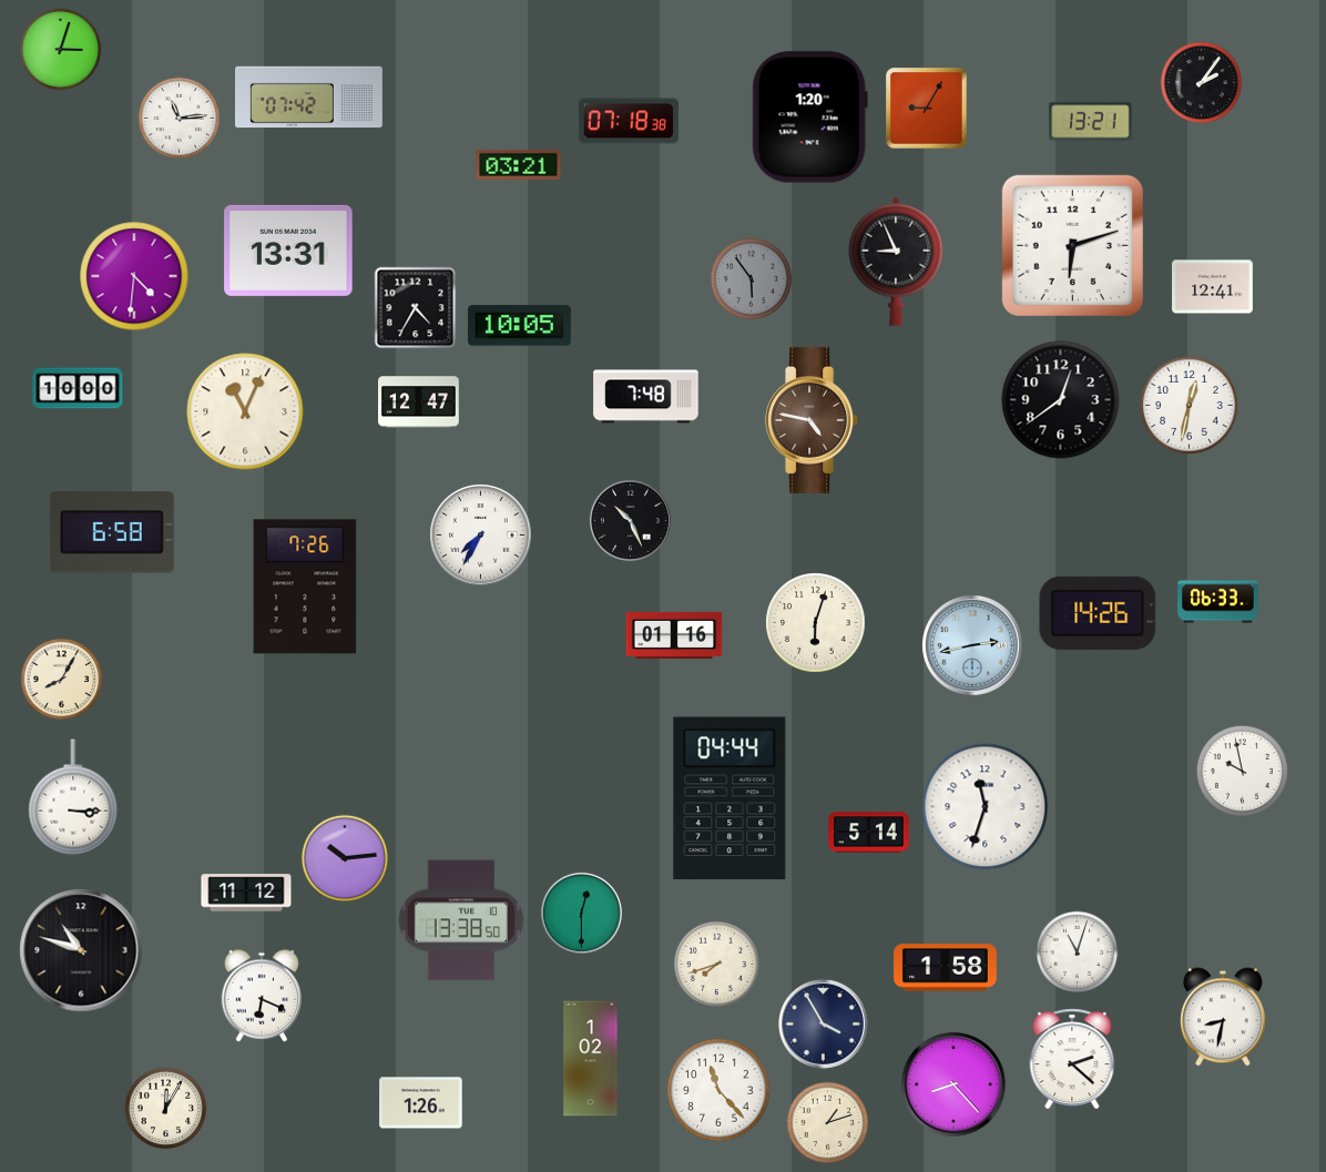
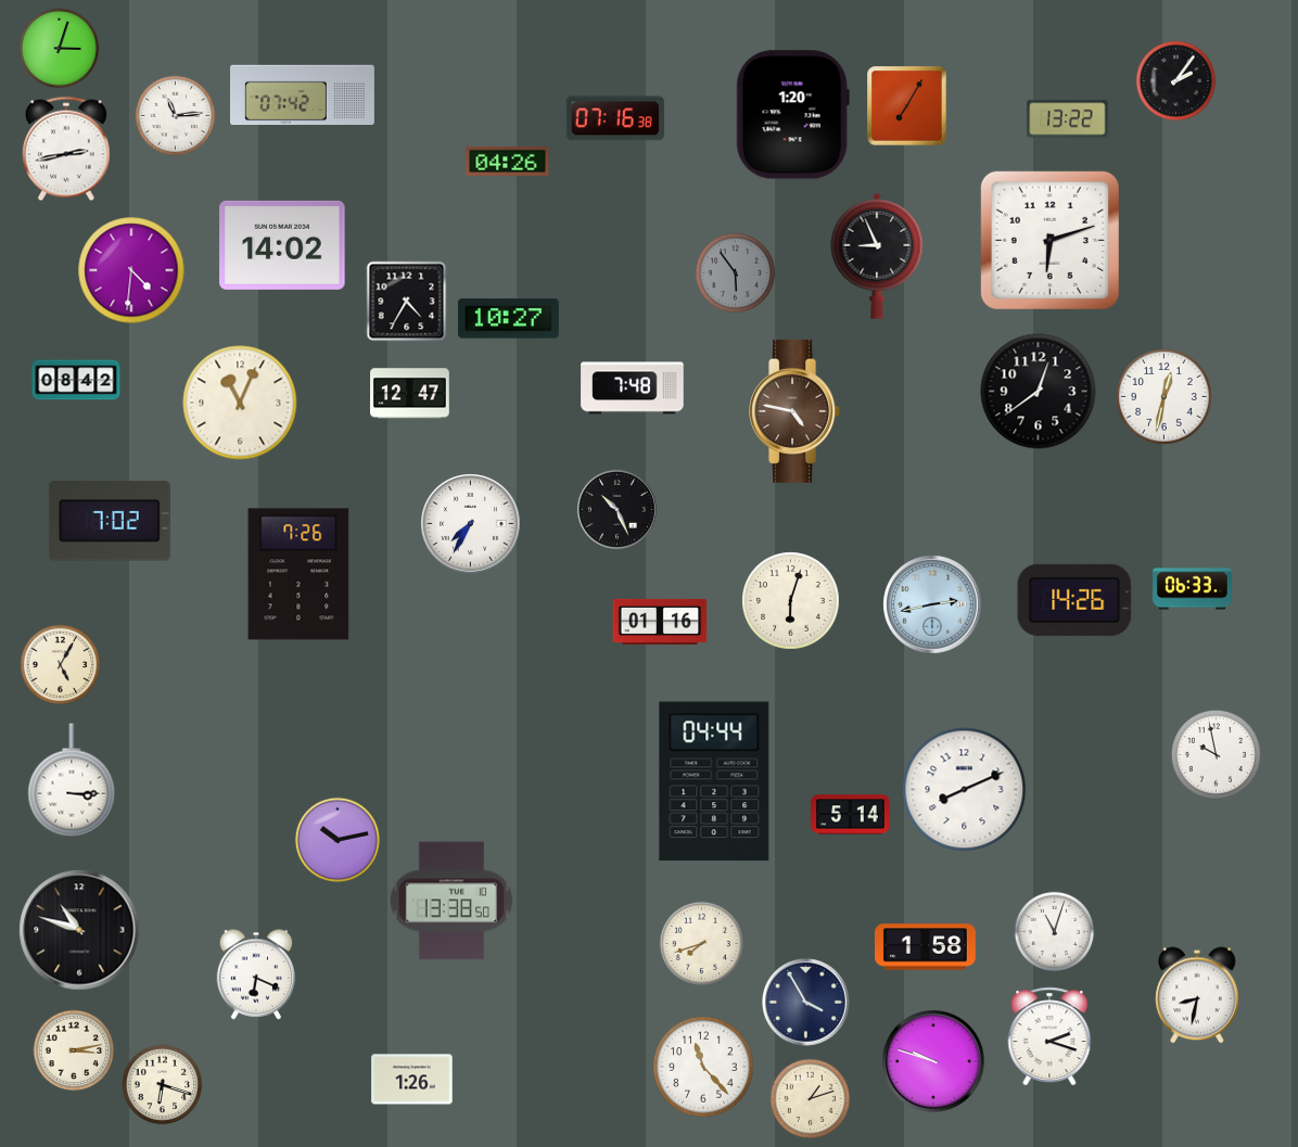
clock at (927, 109): 9:05 -> 7:05
clock at (629, 121): 07:18 -> 07:16
clock at (1091, 122): 13:21 -> 13:22
clock at (67, 149): none -> 2:43
clock at (519, 164): 03:21 -> 04:26
clock at (288, 251): 13:31 -> 14:02
clock at (1213, 287): 12:41 -> none
clock at (519, 326): 10:05 -> 10:27
clock at (78, 388): 10:00 -> 08:42
clock at (112, 532): 6:58 -> 7:02
clock at (816, 623) position: (816, 623) -> (791, 601)
clock at (972, 645) position: (972, 645) -> (932, 604)
clock at (62, 680): 8:05 -> 5:05
clock at (986, 807): 11:33 -> 8:11
clock at (344, 857): 10:14 -> 10:13
clock at (246, 893): 11:12 -> none
clock at (581, 913): 12:30 -> none
clock at (591, 1059): 1:02 -> none
clock at (1072, 1059): 2:22 -> 2:18
clock at (74, 1050): none -> 3:13
clock at (953, 1084): 8:23 -> 9:48
clock at (166, 1109): 12:05 -> 6:18
